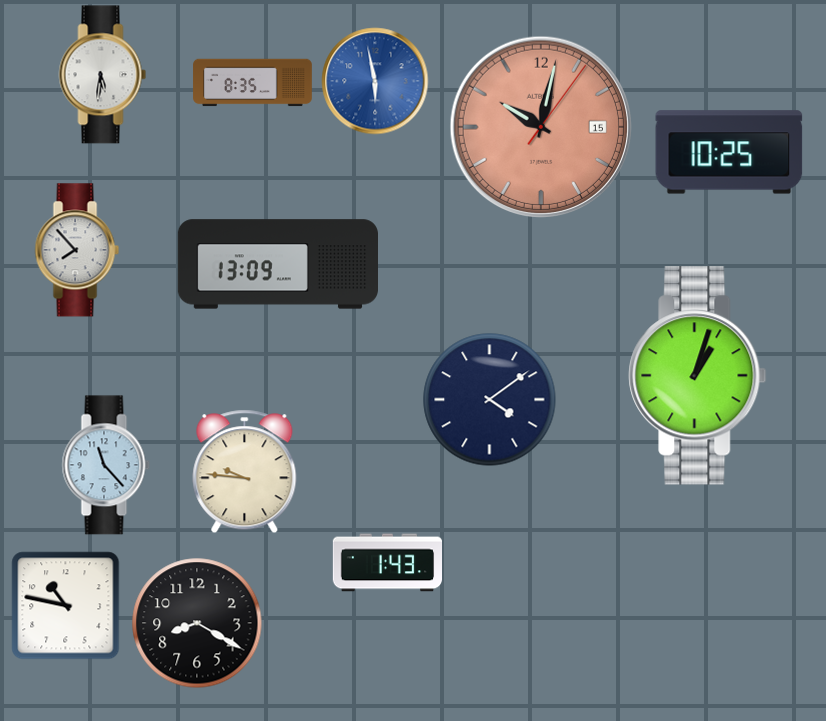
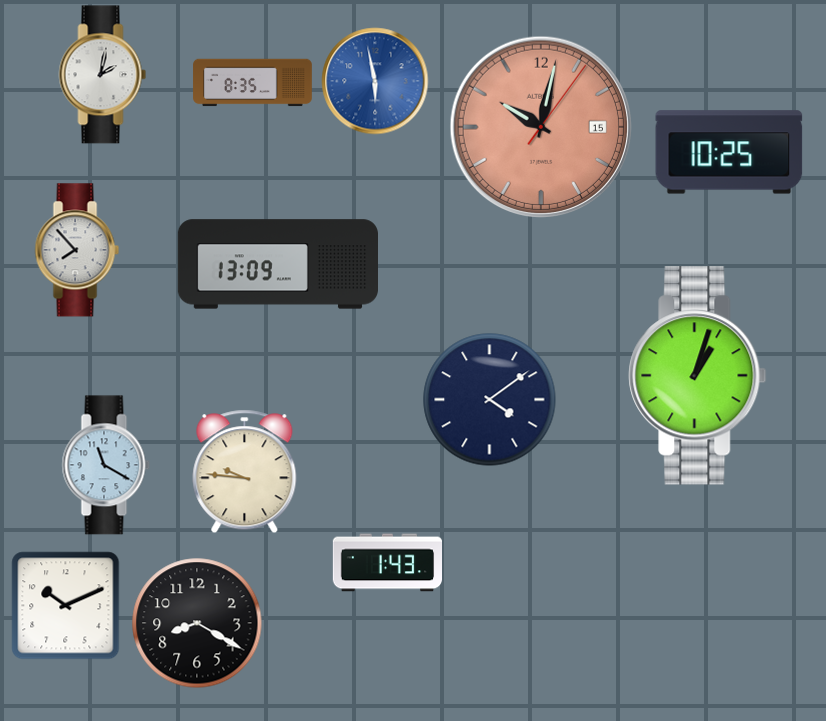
clock at (103, 75): 5:31 -> 2:02
clock at (106, 465): 11:23 -> 11:20
clock at (66, 606): 10:47 -> 10:11
